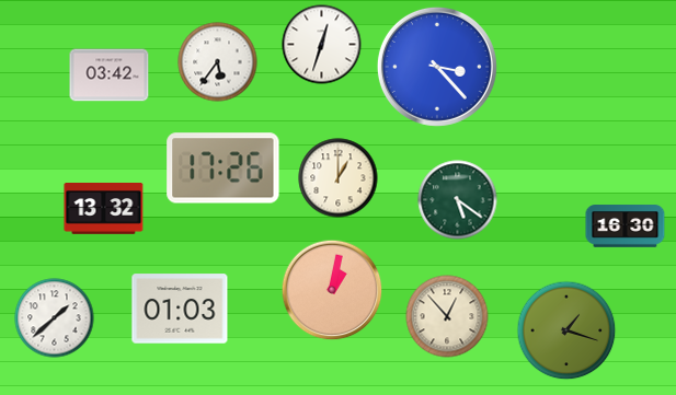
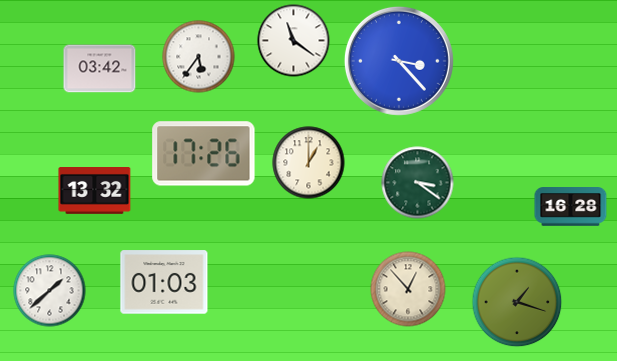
clock at (322, 45): 12:33 -> 11:21
clock at (458, 200): 5:21 -> 3:21
clock at (626, 226): 16:30 -> 16:28
clock at (332, 290): 1:02 -> none
